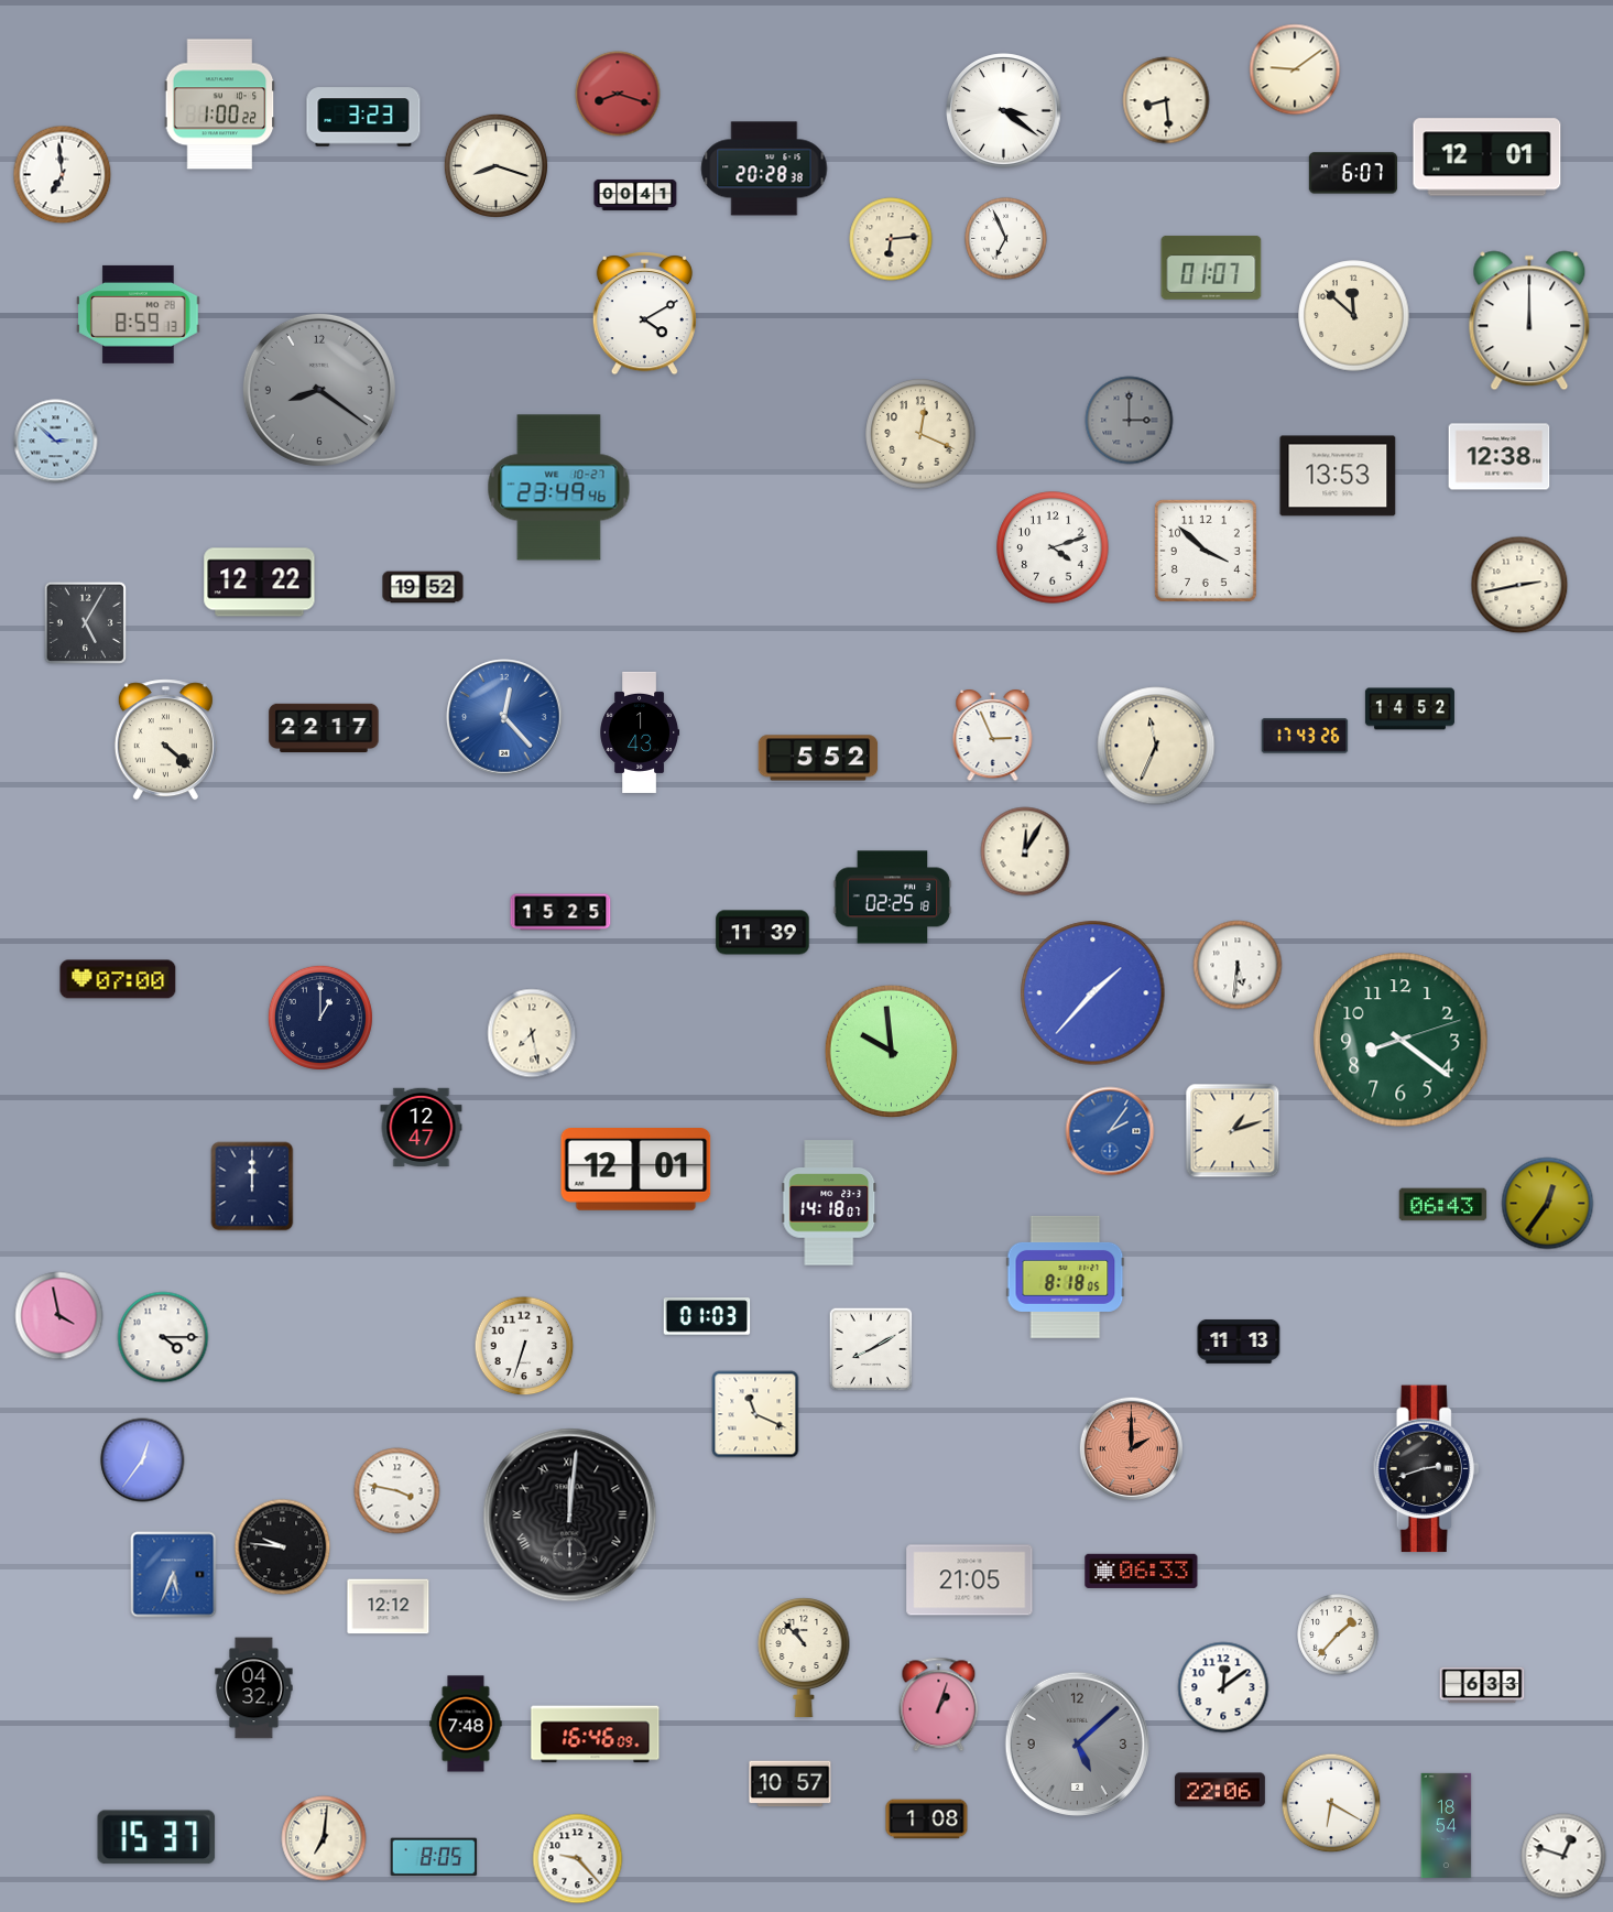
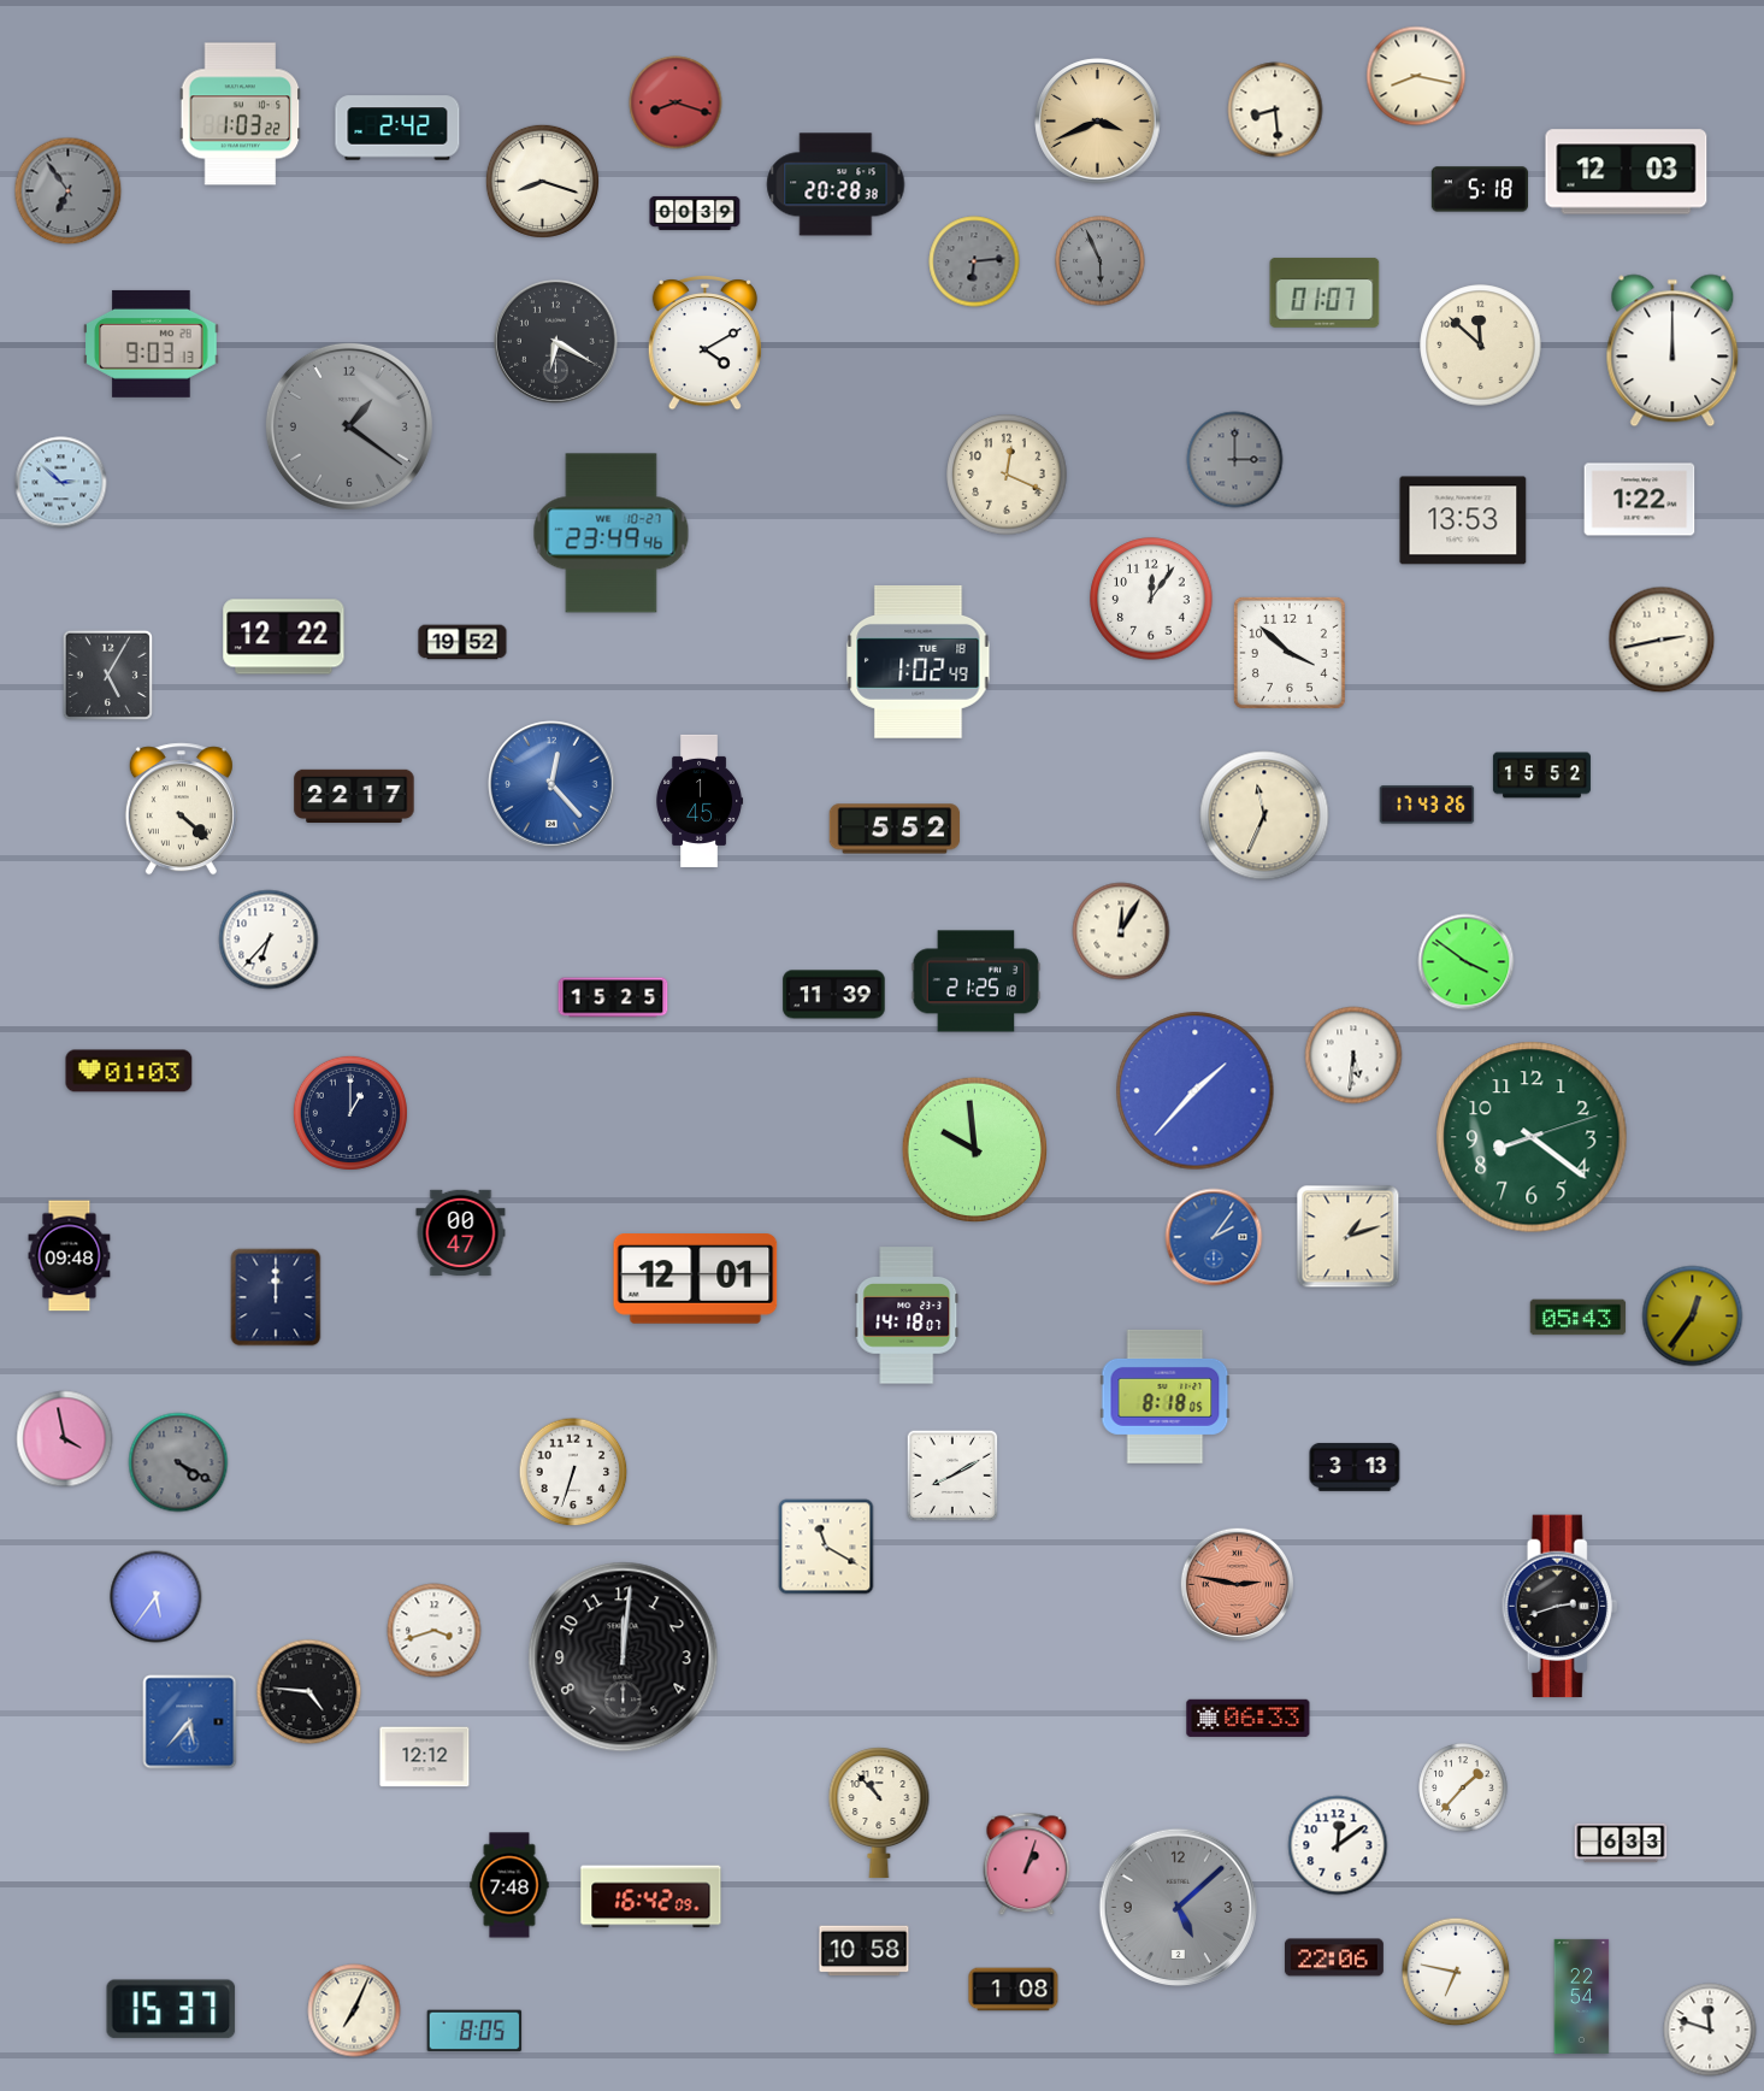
clock at (1295, 69): 9:09 -> 8:17
clock at (220, 105): 1:00 -> 1:03
clock at (1004, 111): 3:21 -> 3:41
clock at (1004, 111) dial: white -> champagne
clock at (363, 117): 3:23 -> 2:42
clock at (1487, 157): 12:01 -> 12:03
clock at (1353, 173): 6:07 -> 5:18
clock at (63, 175): 6:59 -> 6:54
clock at (63, 175) dial: white -> grey
clock at (635, 195): 00:41 -> 00:39
clock at (891, 239) dial: cream -> grey
clock at (1006, 239): 6:56 -> 5:56
clock at (1006, 239) dial: white -> grey
clock at (556, 342): none -> 6:20
clock at (139, 314): 8:59 -> 9:03
clock at (319, 390): 8:21 -> 1:21
clock at (1500, 457): 12:38 -> 1:22
clock at (1053, 547): 4:12 -> 12:06
clock at (1206, 551) position: (1206, 551) -> (1290, 653)
clock at (919, 661): none -> 1:02
clock at (85, 622) position: (85, 622) -> (107, 675)
clock at (1409, 709): 14:52 -> 15:52
clock at (640, 732): 1:43 -> 1:45
clock at (993, 736): 2:56 -> none
clock at (269, 940): none -> 6:37
clock at (1467, 962): none -> 3:51
clock at (893, 898): 02:25 -> 21:25
clock at (763, 933) position: (763, 933) -> (834, 995)
clock at (118, 979): 07:00 -> 01:03
clock at (1093, 993) position: (1093, 993) -> (1196, 1091)
clock at (532, 1033): 7:28 -> none
clock at (422, 1128): 12:47 -> 00:47
clock at (70, 1256): none -> 09:48
clock at (1443, 1205): 06:43 -> 05:43
clock at (707, 1316): 01:03 -> none
clock at (163, 1337): 4:15 -> 4:20
clock at (163, 1337) dial: white -> grey
clock at (1239, 1341): 11:13 -> 3:13
clock at (755, 1414): 11:19 -> 11:20
clock at (1131, 1448): 2:00 -> 2:47
clock at (143, 1460): 12:36 -> 5:36
clock at (397, 1491): 3:47 -> 3:42
clock at (570, 1516) numerals: Roman -> Arabic
clock at (283, 1547): 9:46 -> 4:46
clock at (174, 1575): 5:34 -> 5:37
clock at (970, 1580): 21:05 -> none
clock at (254, 1688): 04:32 -> none
clock at (596, 1735): 16:46 -> 16:42
clock at (791, 1784): 10:57 -> 10:58
clock at (1331, 1803): 6:20 -> 6:47
clock at (1447, 1825): 18:54 -> 22:54
clock at (324, 1838): 7:01 -> 7:04
clock at (1563, 1856): 12:48 -> 11:48
clock at (578, 1859): 9:23 -> none
